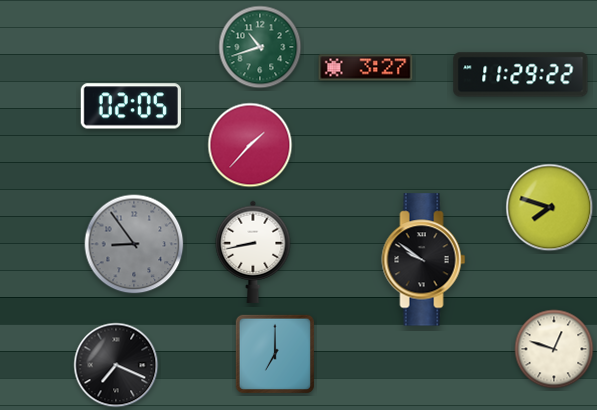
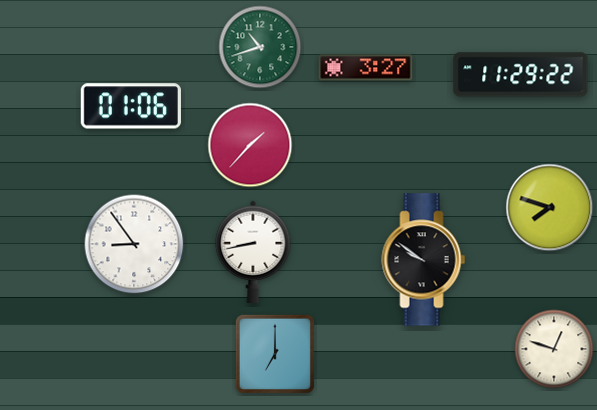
clock at (131, 106): 02:05 -> 01:06
clock at (134, 244) dial: grey -> white
clock at (116, 365): 7:19 -> none
